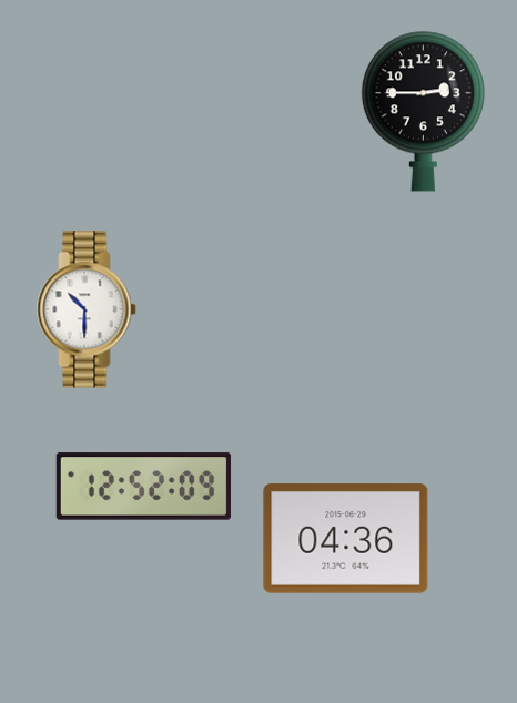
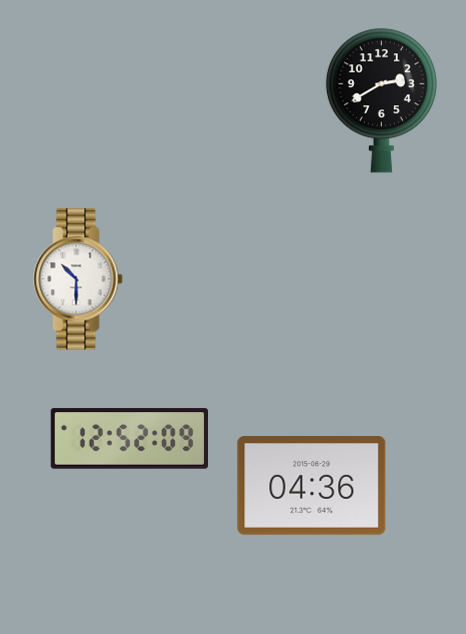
clock at (423, 111): 2:45 -> 2:40
